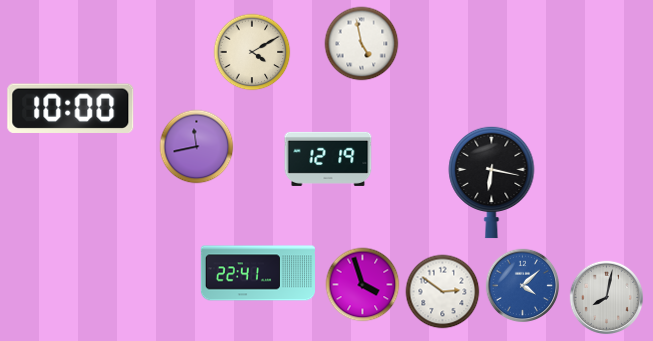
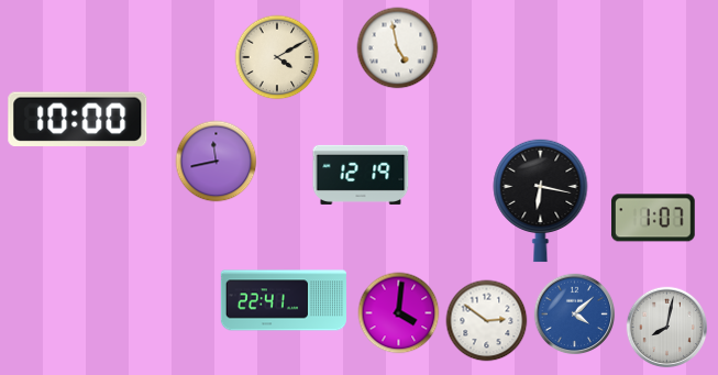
clock at (654, 218): none -> 1:07
clock at (363, 285): 3:57 -> 4:01
